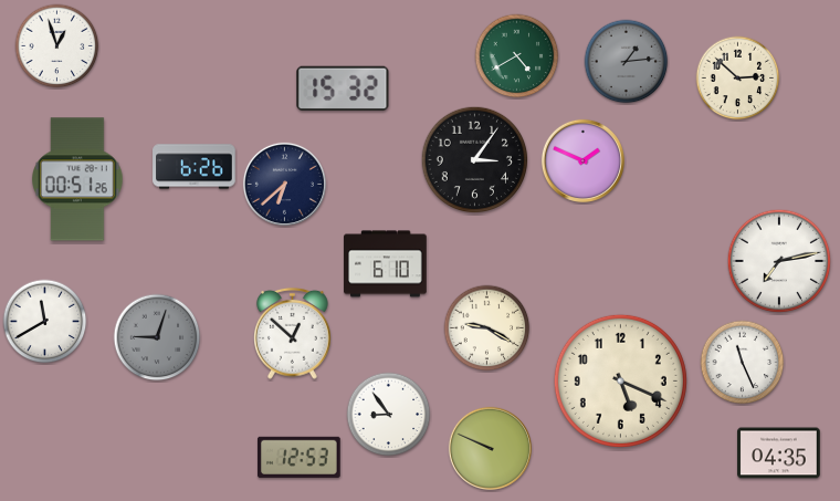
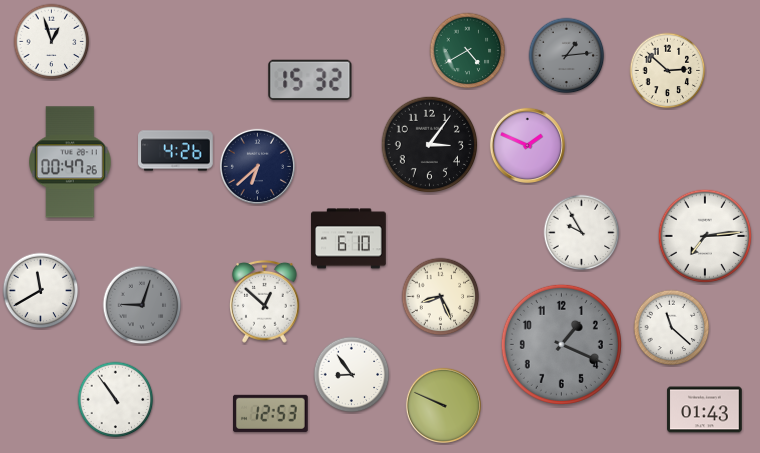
clock at (195, 167): 6:26 -> 4:26
clock at (77, 179): 00:51 -> 00:47
clock at (582, 233): none -> 9:55
clock at (779, 261): 7:13 -> 7:14
clock at (487, 328): 9:20 -> 8:26
clock at (743, 363): 11:26 -> 11:22
clock at (620, 380): 5:19 -> 1:19
clock at (620, 380) dial: cream -> grey
clock at (116, 400): none -> 10:54
clock at (779, 453): 04:35 -> 01:43
